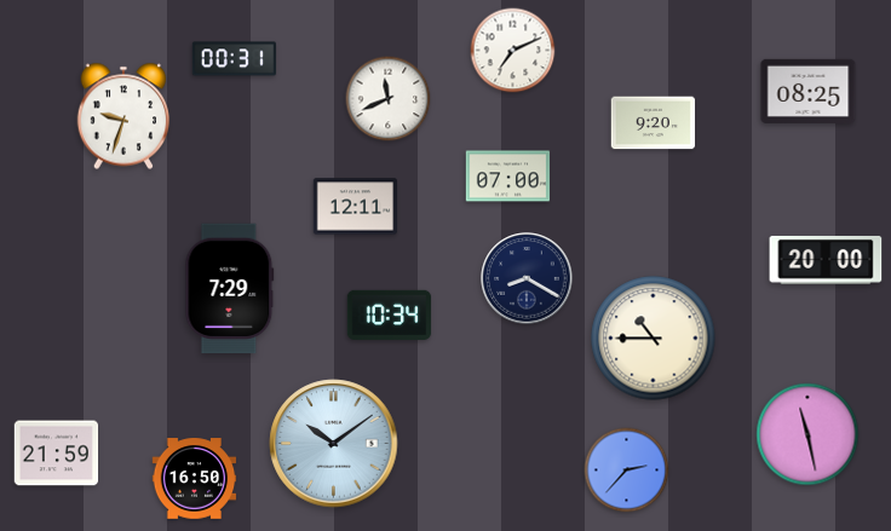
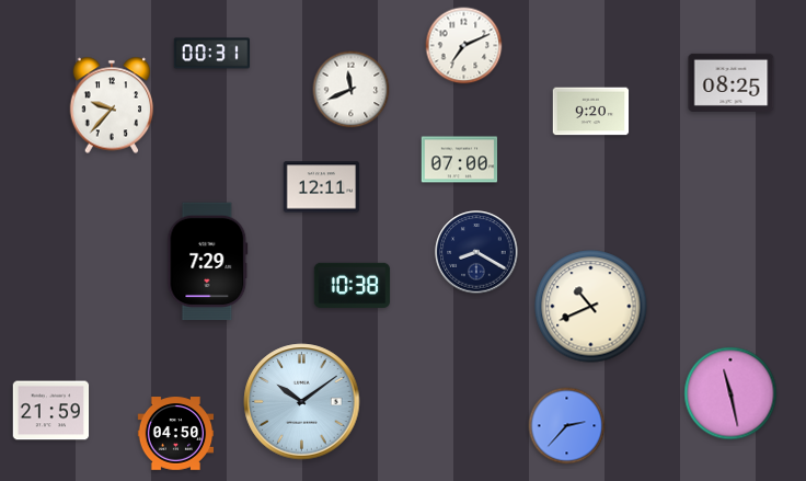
clock at (123, 116): 9:33 -> 9:37
clock at (826, 260): 20:00 -> none
clock at (390, 314): 10:34 -> 10:38
clock at (654, 339): 10:45 -> 10:41
clock at (195, 479): 16:50 -> 04:50
